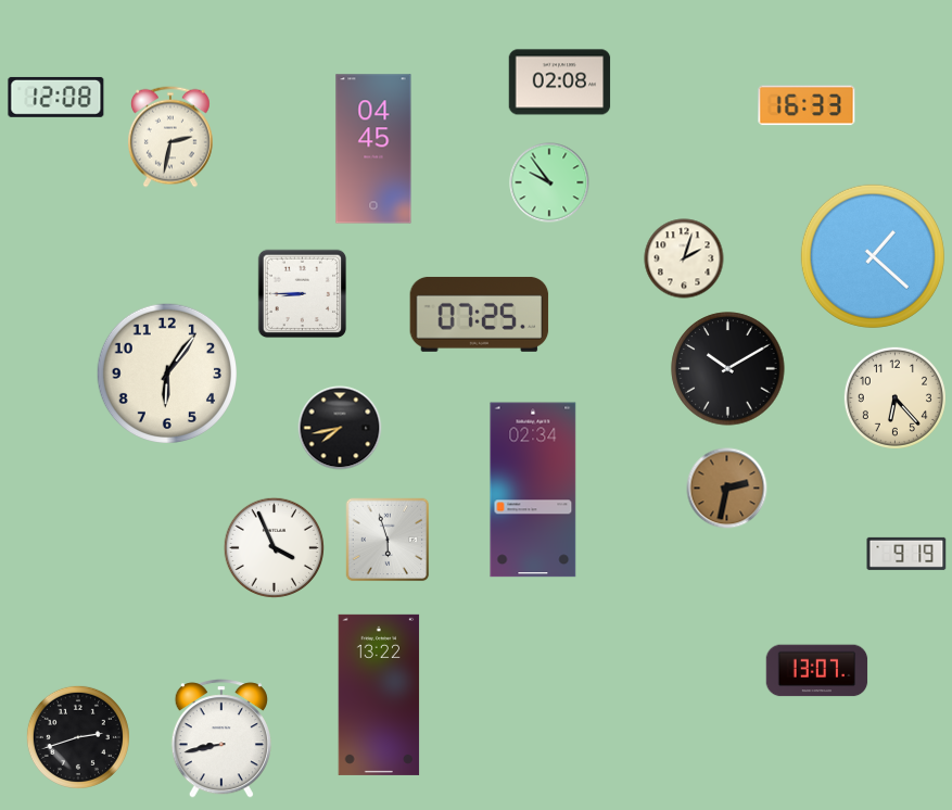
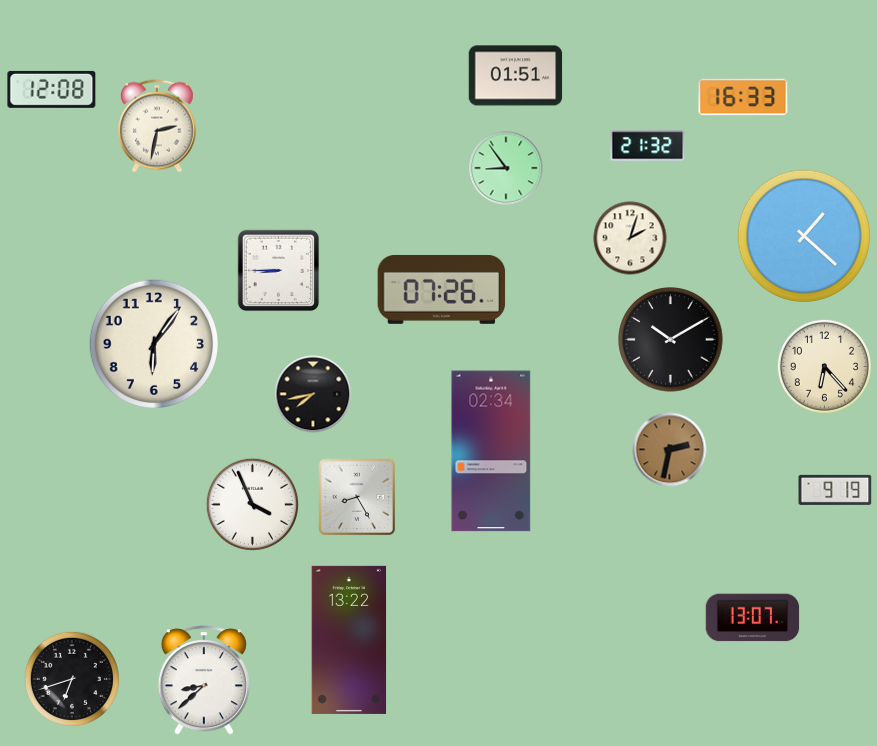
clock at (560, 83): 02:08 -> 01:51
clock at (373, 149): 04:45 -> none
clock at (648, 146): none -> 21:32
clock at (549, 182): 9:54 -> 8:54
clock at (480, 314): 07:25 -> 07:26
clock at (388, 540): 5:57 -> 8:25
clock at (906, 554) position: (906, 554) -> (835, 490)
clock at (78, 737): 2:42 -> 6:42
clock at (221, 738): 8:43 -> 8:38
